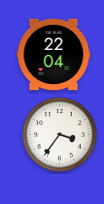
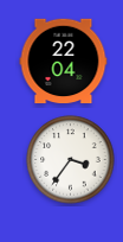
clock at (54, 55) position: (54, 55) -> (64, 62)
